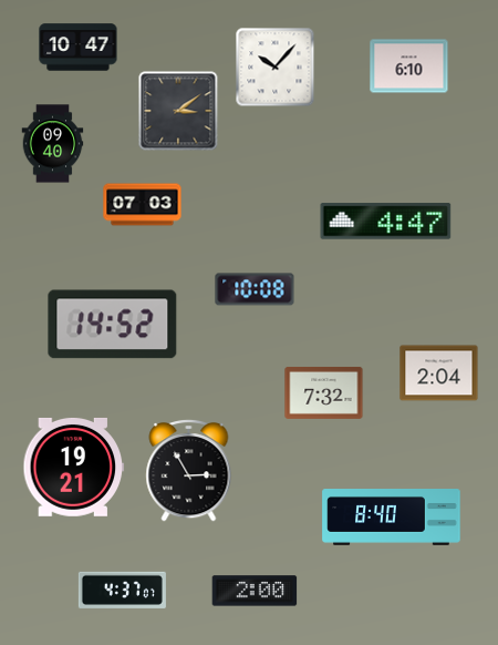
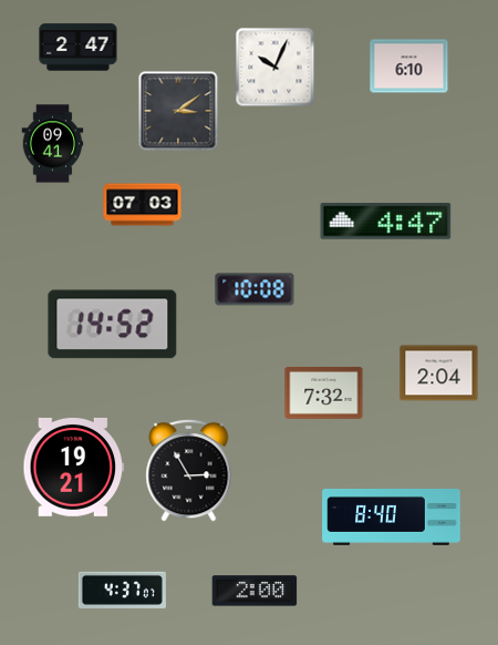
clock at (79, 48): 10:47 -> 2:47
clock at (276, 68): 10:07 -> 10:04
clock at (53, 144): 09:40 -> 09:41
